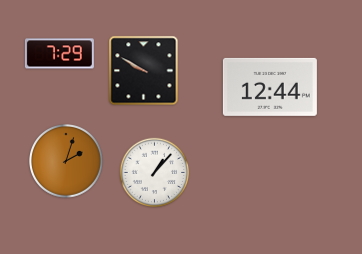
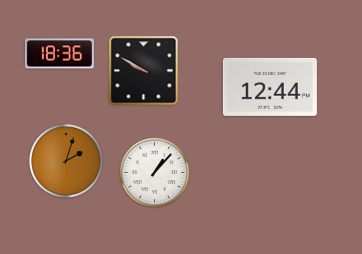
clock at (59, 54): 7:29 -> 18:36
